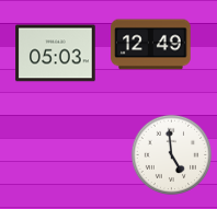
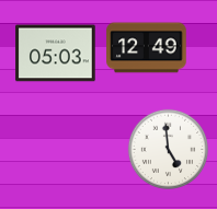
clock at (151, 45) position: (151, 45) -> (147, 48)
clock at (172, 155) position: (172, 155) -> (169, 150)
